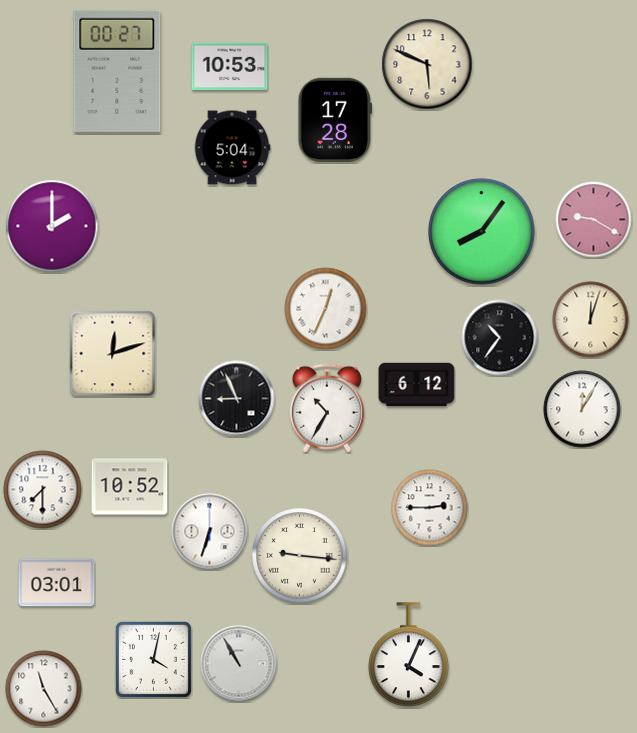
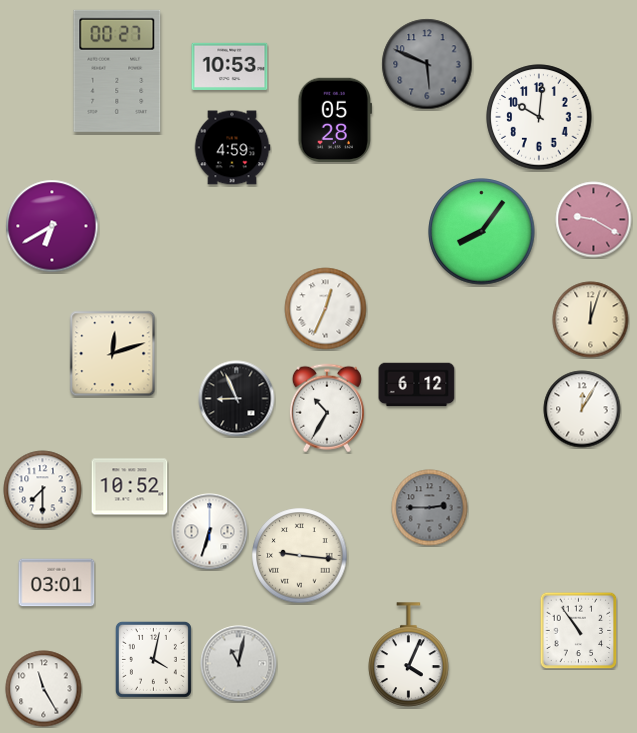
clock at (427, 64) dial: cream -> grey
clock at (539, 117): none -> 10:01
clock at (334, 119): 17:28 -> 05:28
clock at (232, 148): 5:04 -> 4:59
clock at (52, 226): 2:00 -> 6:40
clock at (500, 338): 10:36 -> none
clock at (430, 508) dial: white -> grey
clock at (578, 630): none -> 10:54
clock at (239, 664): 10:55 -> 11:02
